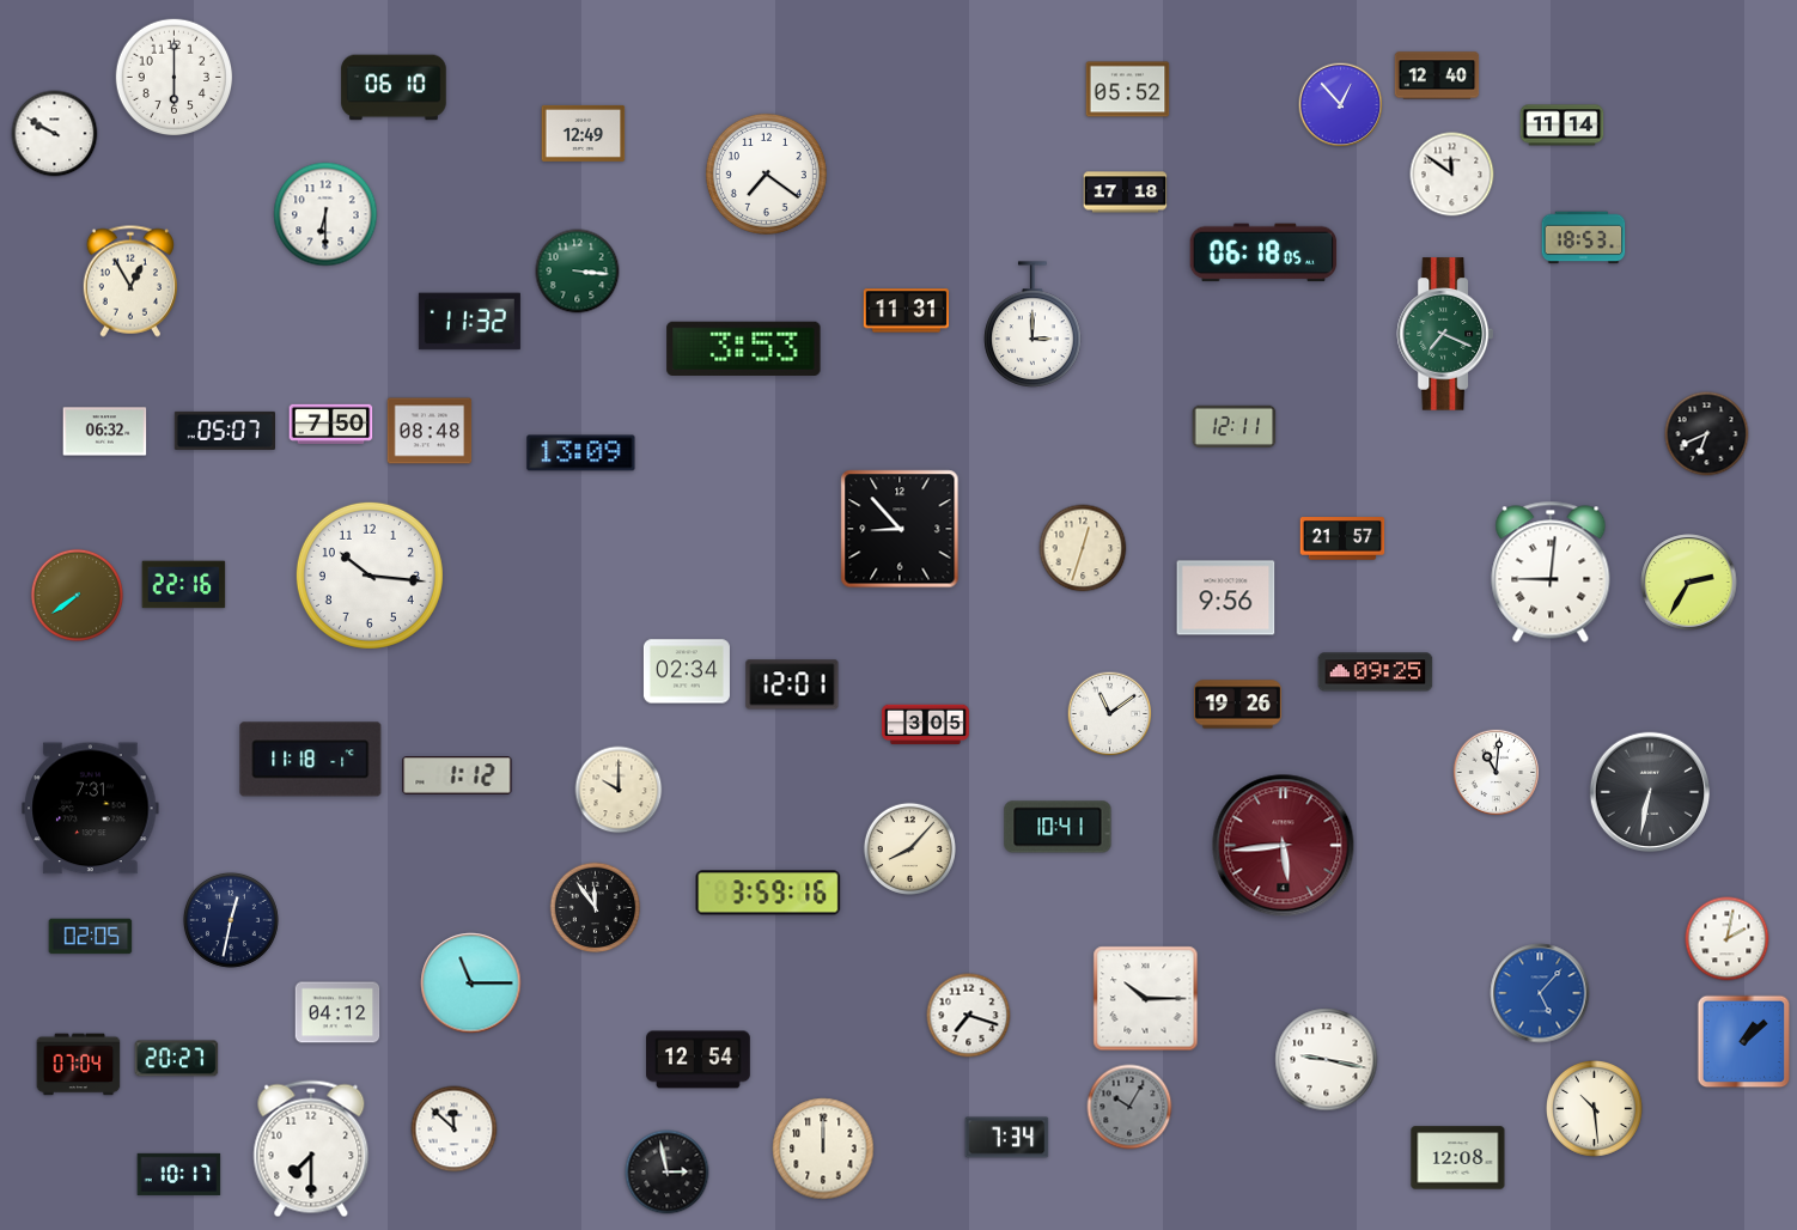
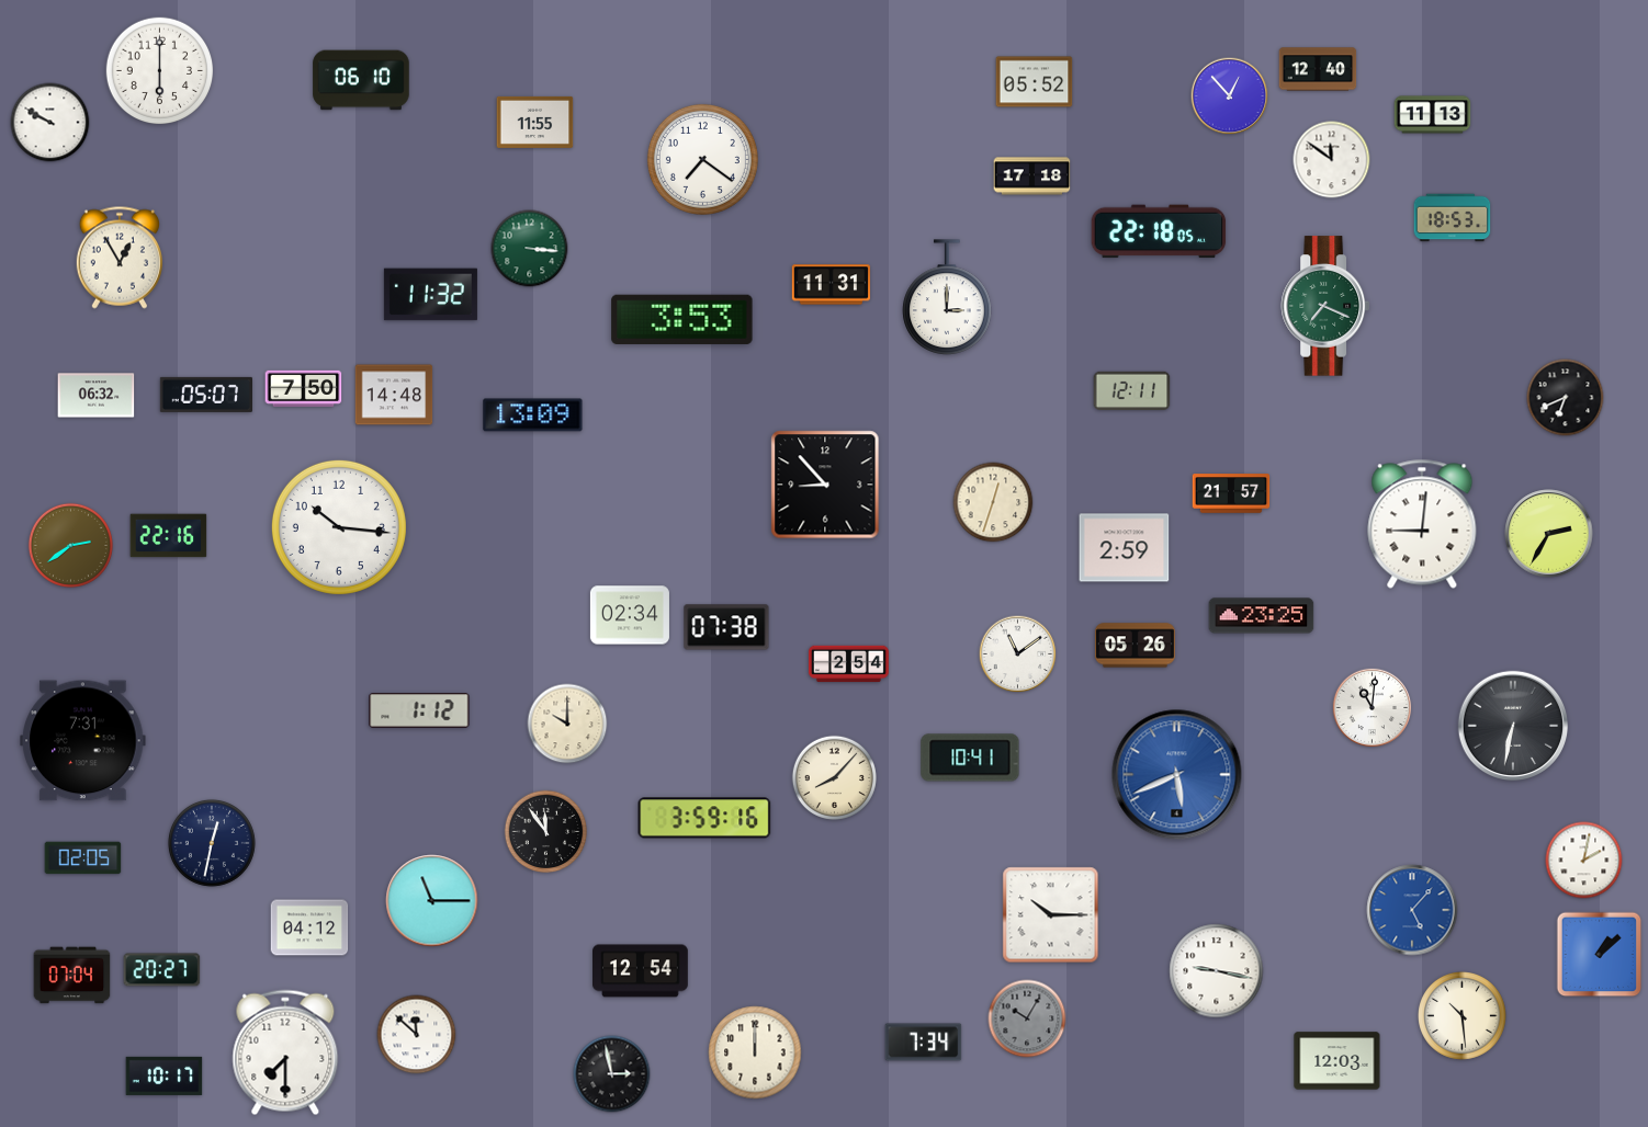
clock at (1563, 126): 11:14 -> 11:13
clock at (584, 133): 12:49 -> 11:55
clock at (325, 214): 6:30 -> none
clock at (1263, 252): 06:18 -> 22:18
clock at (430, 431): 08:48 -> 14:48
clock at (77, 595): 7:39 -> 2:39
clock at (1226, 598): 9:56 -> 2:59
clock at (1376, 672): 09:25 -> 23:25
clock at (792, 684): 12:01 -> 07:38
clock at (1237, 705): 19:26 -> 05:26
clock at (925, 725): 3:05 -> 2:54
clock at (311, 760): 11:18 -> none
clock at (1284, 846): 5:44 -> 5:41
clock at (1284, 846) dial: burgundy -> blue
clock at (969, 1016): 7:18 -> none
clock at (1129, 1107) position: (1129, 1107) -> (1027, 1018)
clock at (1458, 1158): 12:08 -> 12:03
